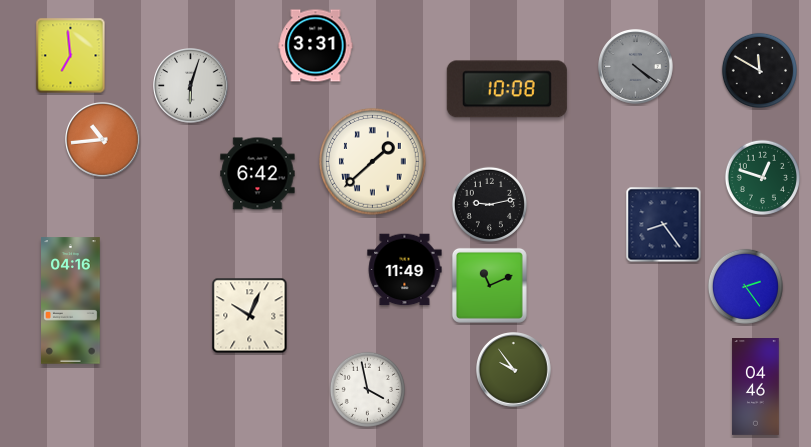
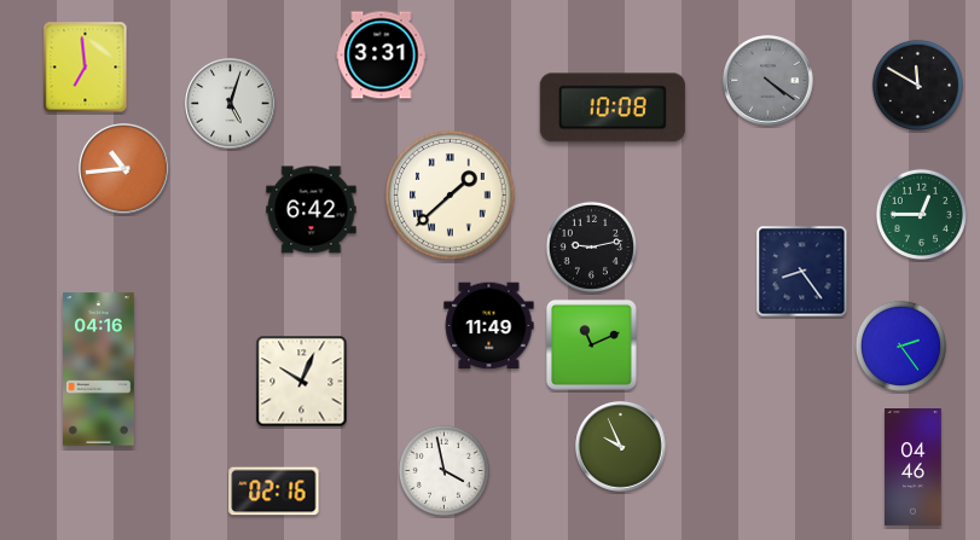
clock at (191, 86): 6:03 -> 5:03
clock at (762, 177): 12:48 -> 12:45
clock at (71, 301) position: (71, 301) -> (99, 370)
clock at (514, 370): 9:54 -> 9:56
clock at (274, 492): none -> 02:16
